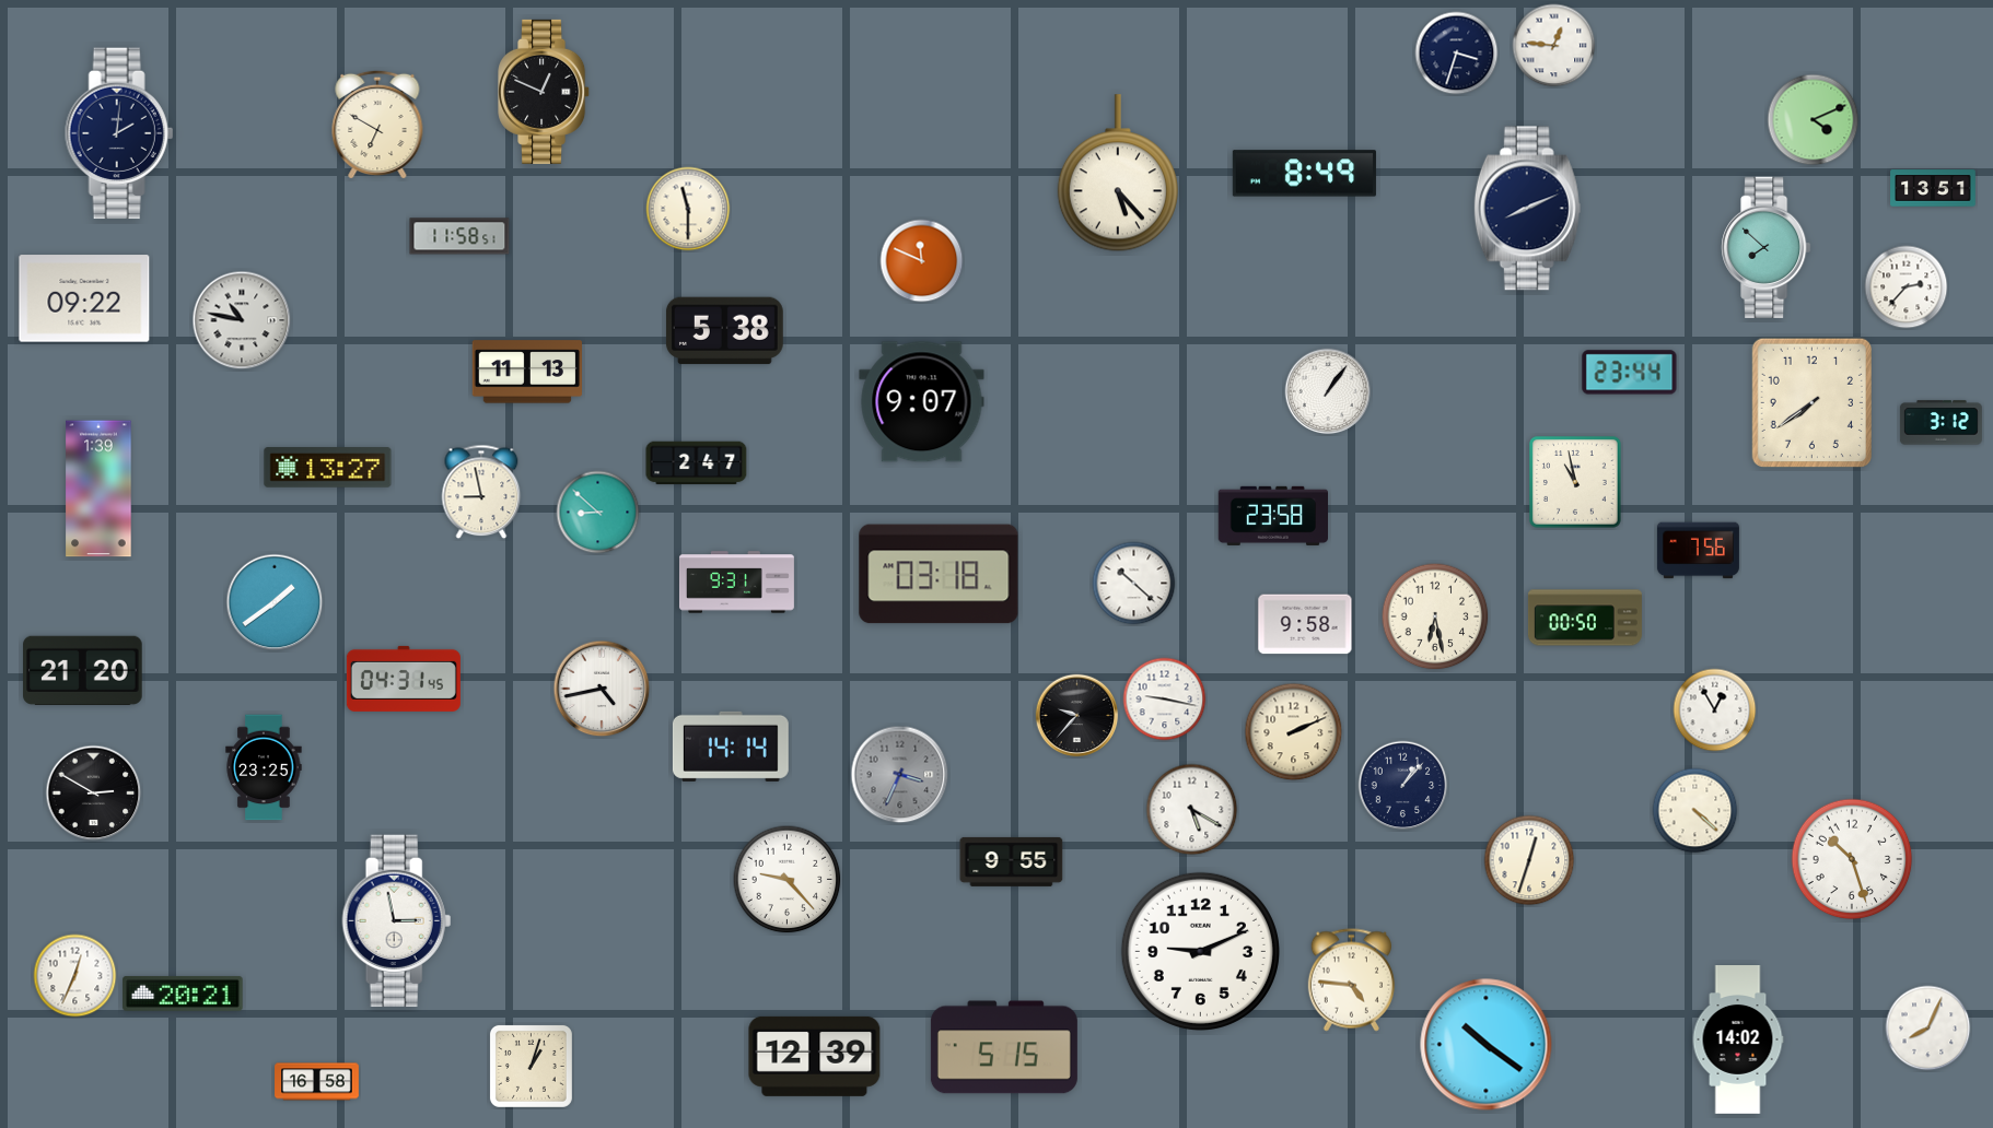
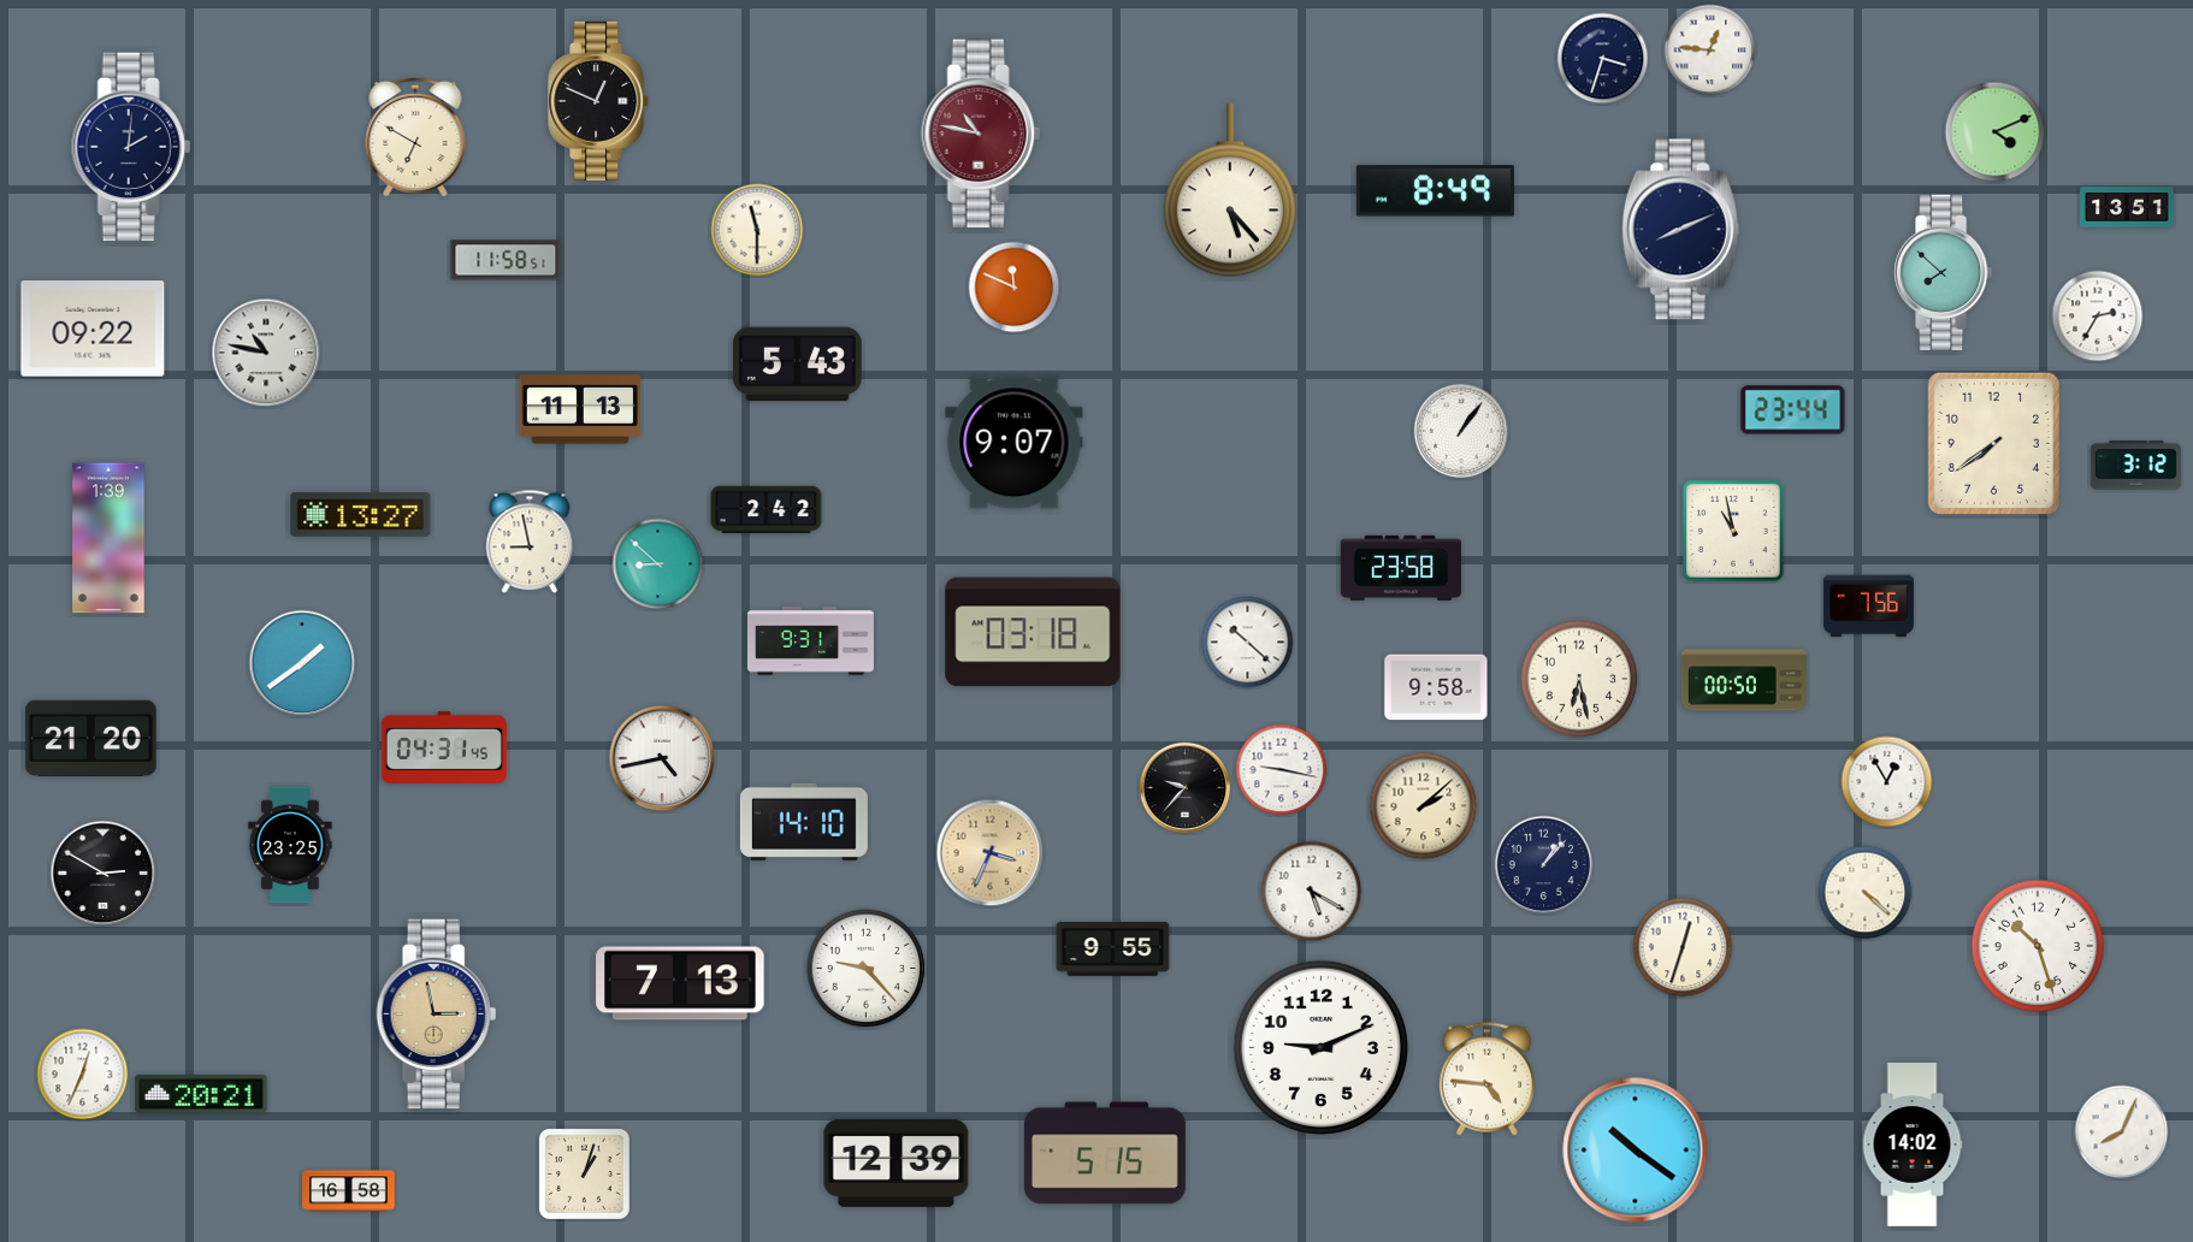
clock at (981, 134): none -> 10:47
clock at (1907, 287): 2:37 -> 2:35
clock at (724, 331): 5:38 -> 5:43
clock at (697, 463): 2:47 -> 2:42
clock at (1294, 732): 2:11 -> 2:08
clock at (731, 747): 14:14 -> 14:10
clock at (900, 775) dial: grey -> champagne
clock at (680, 983): none -> 7:13
clock at (397, 921) dial: white -> champagne
